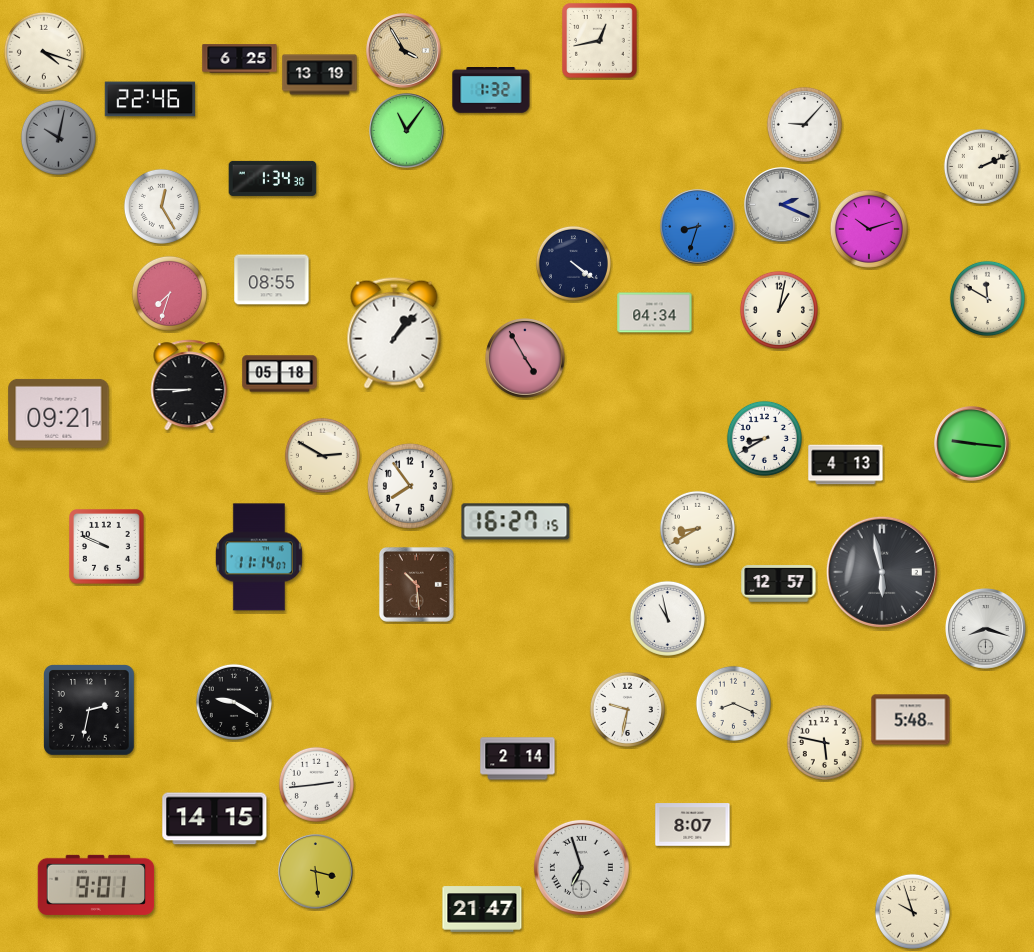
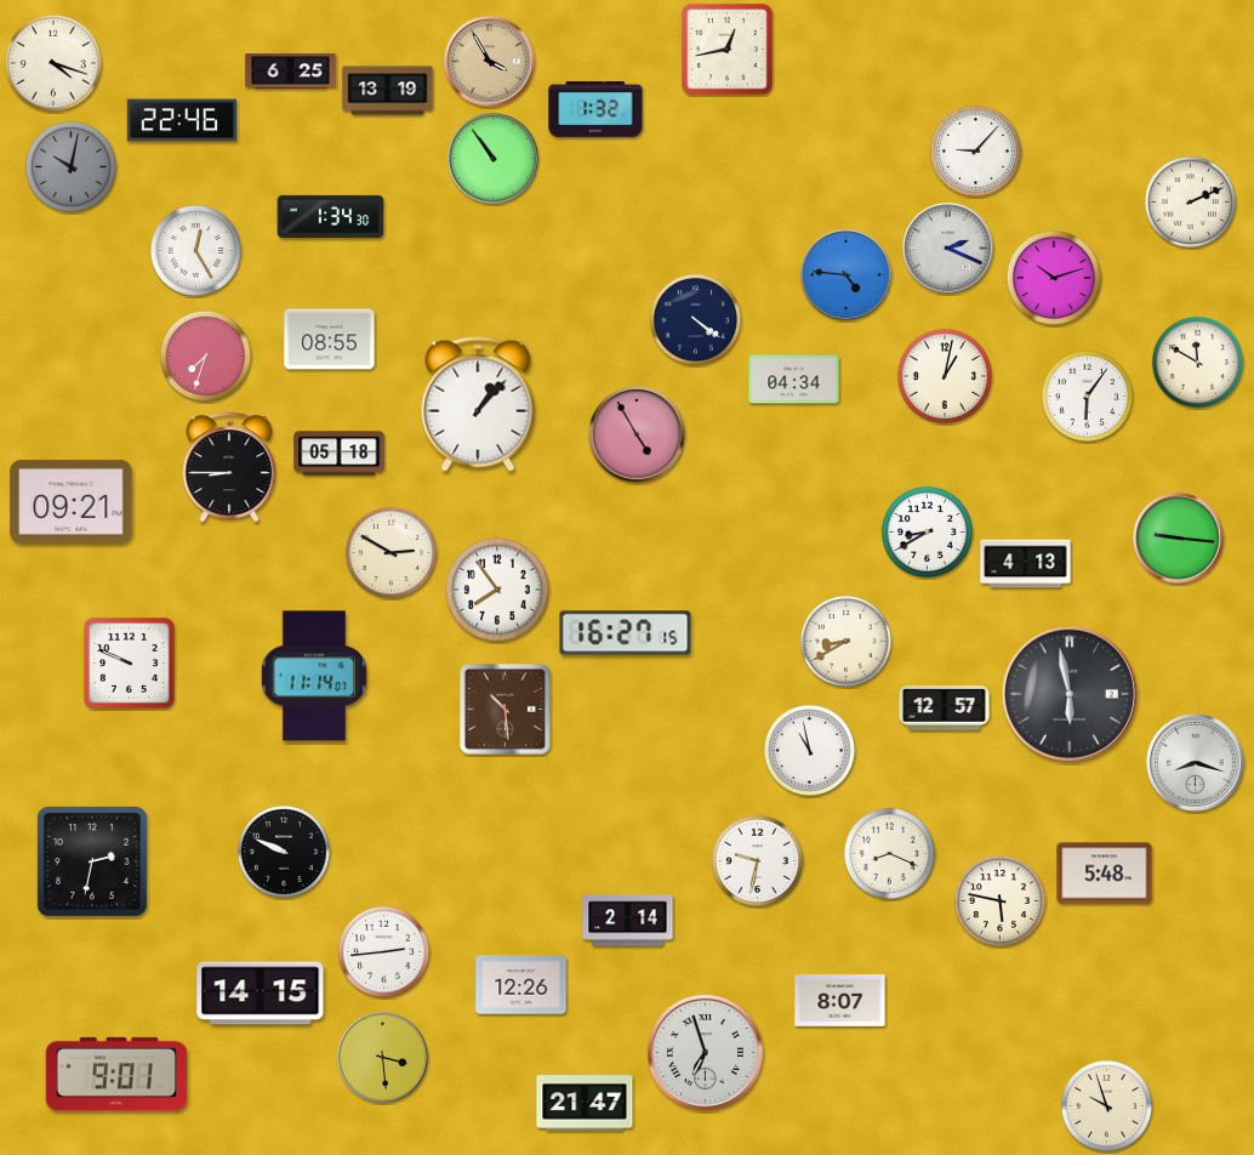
clock at (407, 131): 11:06 -> 10:54
clock at (698, 227): 8:33 -> 4:46
clock at (1087, 396): none -> 6:06
clock at (234, 702): 9:20 -> 9:49
clock at (627, 709) position: (627, 709) -> (757, 860)
clock at (90, 711) position: (90, 711) -> (93, 863)
clock at (521, 985): none -> 12:26
